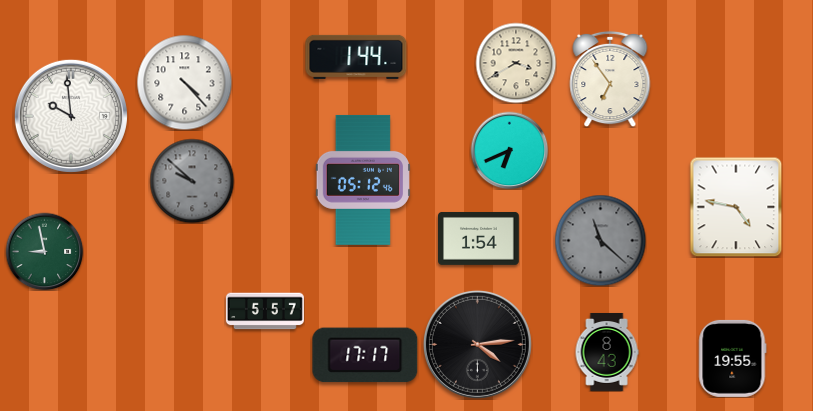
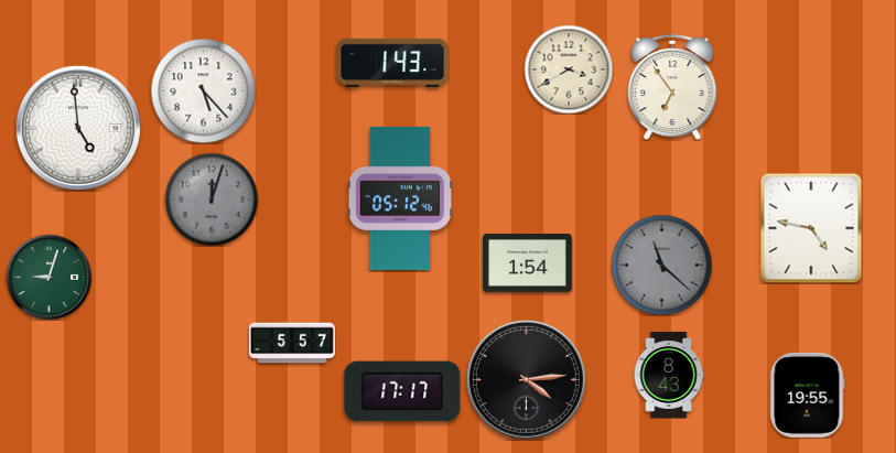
clock at (356, 57): 1:44 -> 1:43
clock at (184, 82): 4:23 -> 5:23
clock at (71, 116): 9:59 -> 4:59
clock at (509, 150): 6:41 -> none
clock at (192, 181): 9:52 -> 12:03
clock at (44, 251): 8:58 -> 9:03
clock at (607, 352) position: (607, 352) -> (669, 375)
